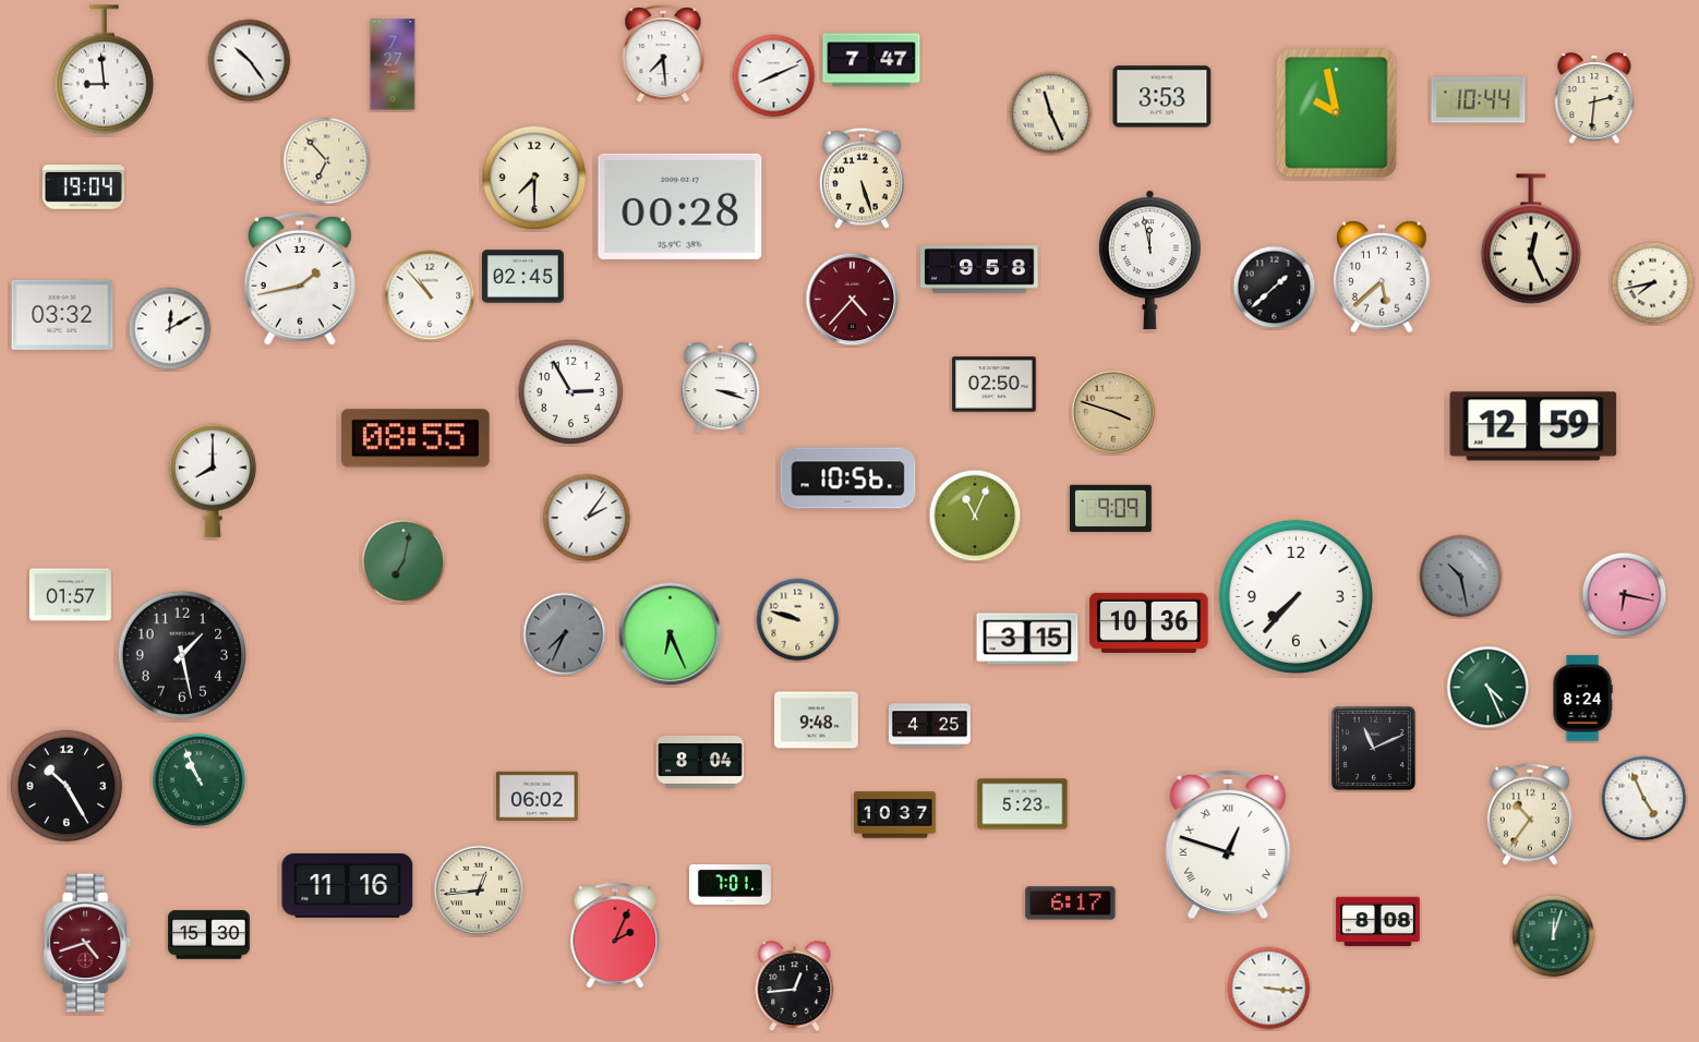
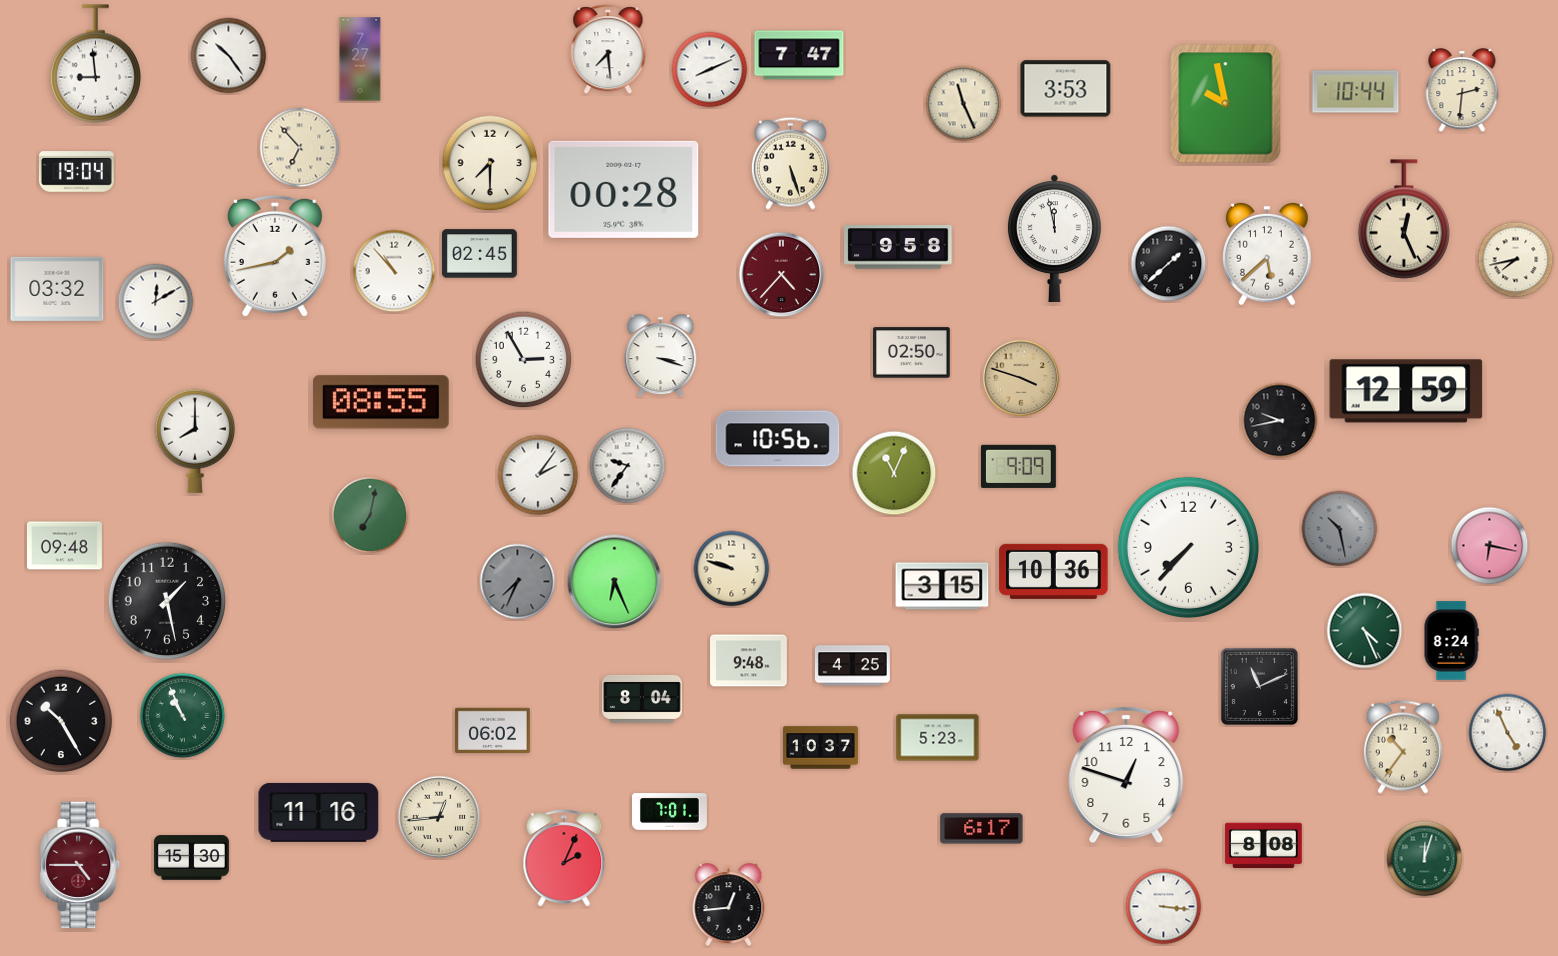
clock at (1280, 421): none -> 9:43
clock at (628, 466): none -> 9:36
clock at (70, 595): 01:57 -> 09:48
clock at (1228, 845) numerals: Roman -> Arabic
clock at (88, 943): 4:42 -> 4:45
